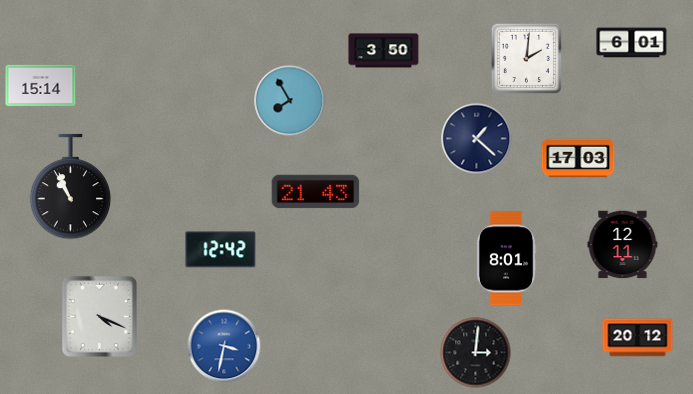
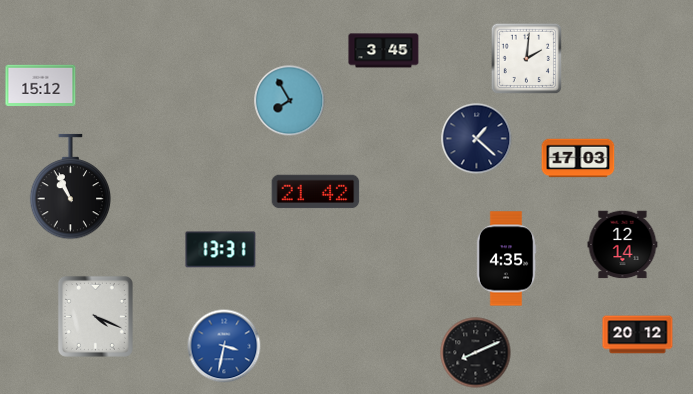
clock at (632, 43): 6:01 -> none
clock at (384, 51): 3:50 -> 3:45
clock at (41, 85): 15:14 -> 15:12
clock at (316, 192): 21:43 -> 21:42
clock at (623, 245): 12:11 -> 12:14
clock at (221, 250): 12:42 -> 13:31
clock at (506, 259): 8:01 -> 4:35
clock at (99, 316) position: (99, 316) -> (95, 316)
clock at (638, 338) position: (638, 338) -> (638, 335)
clock at (476, 353): 3:01 -> 8:11
